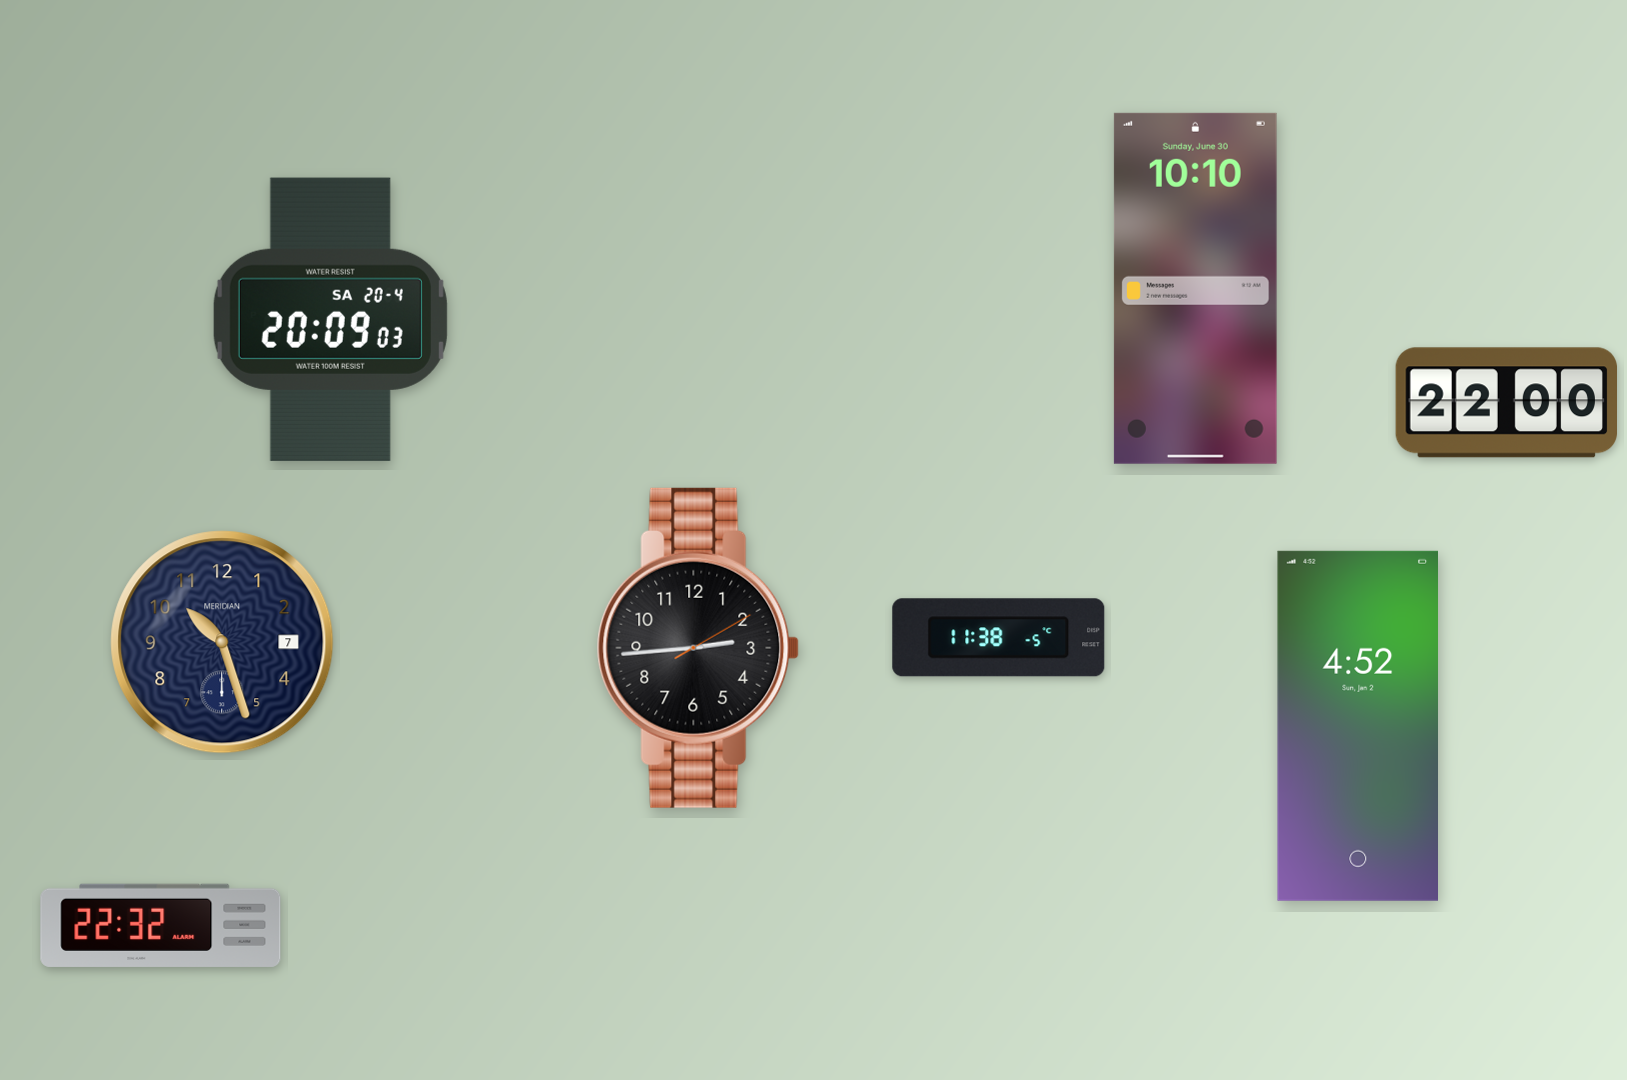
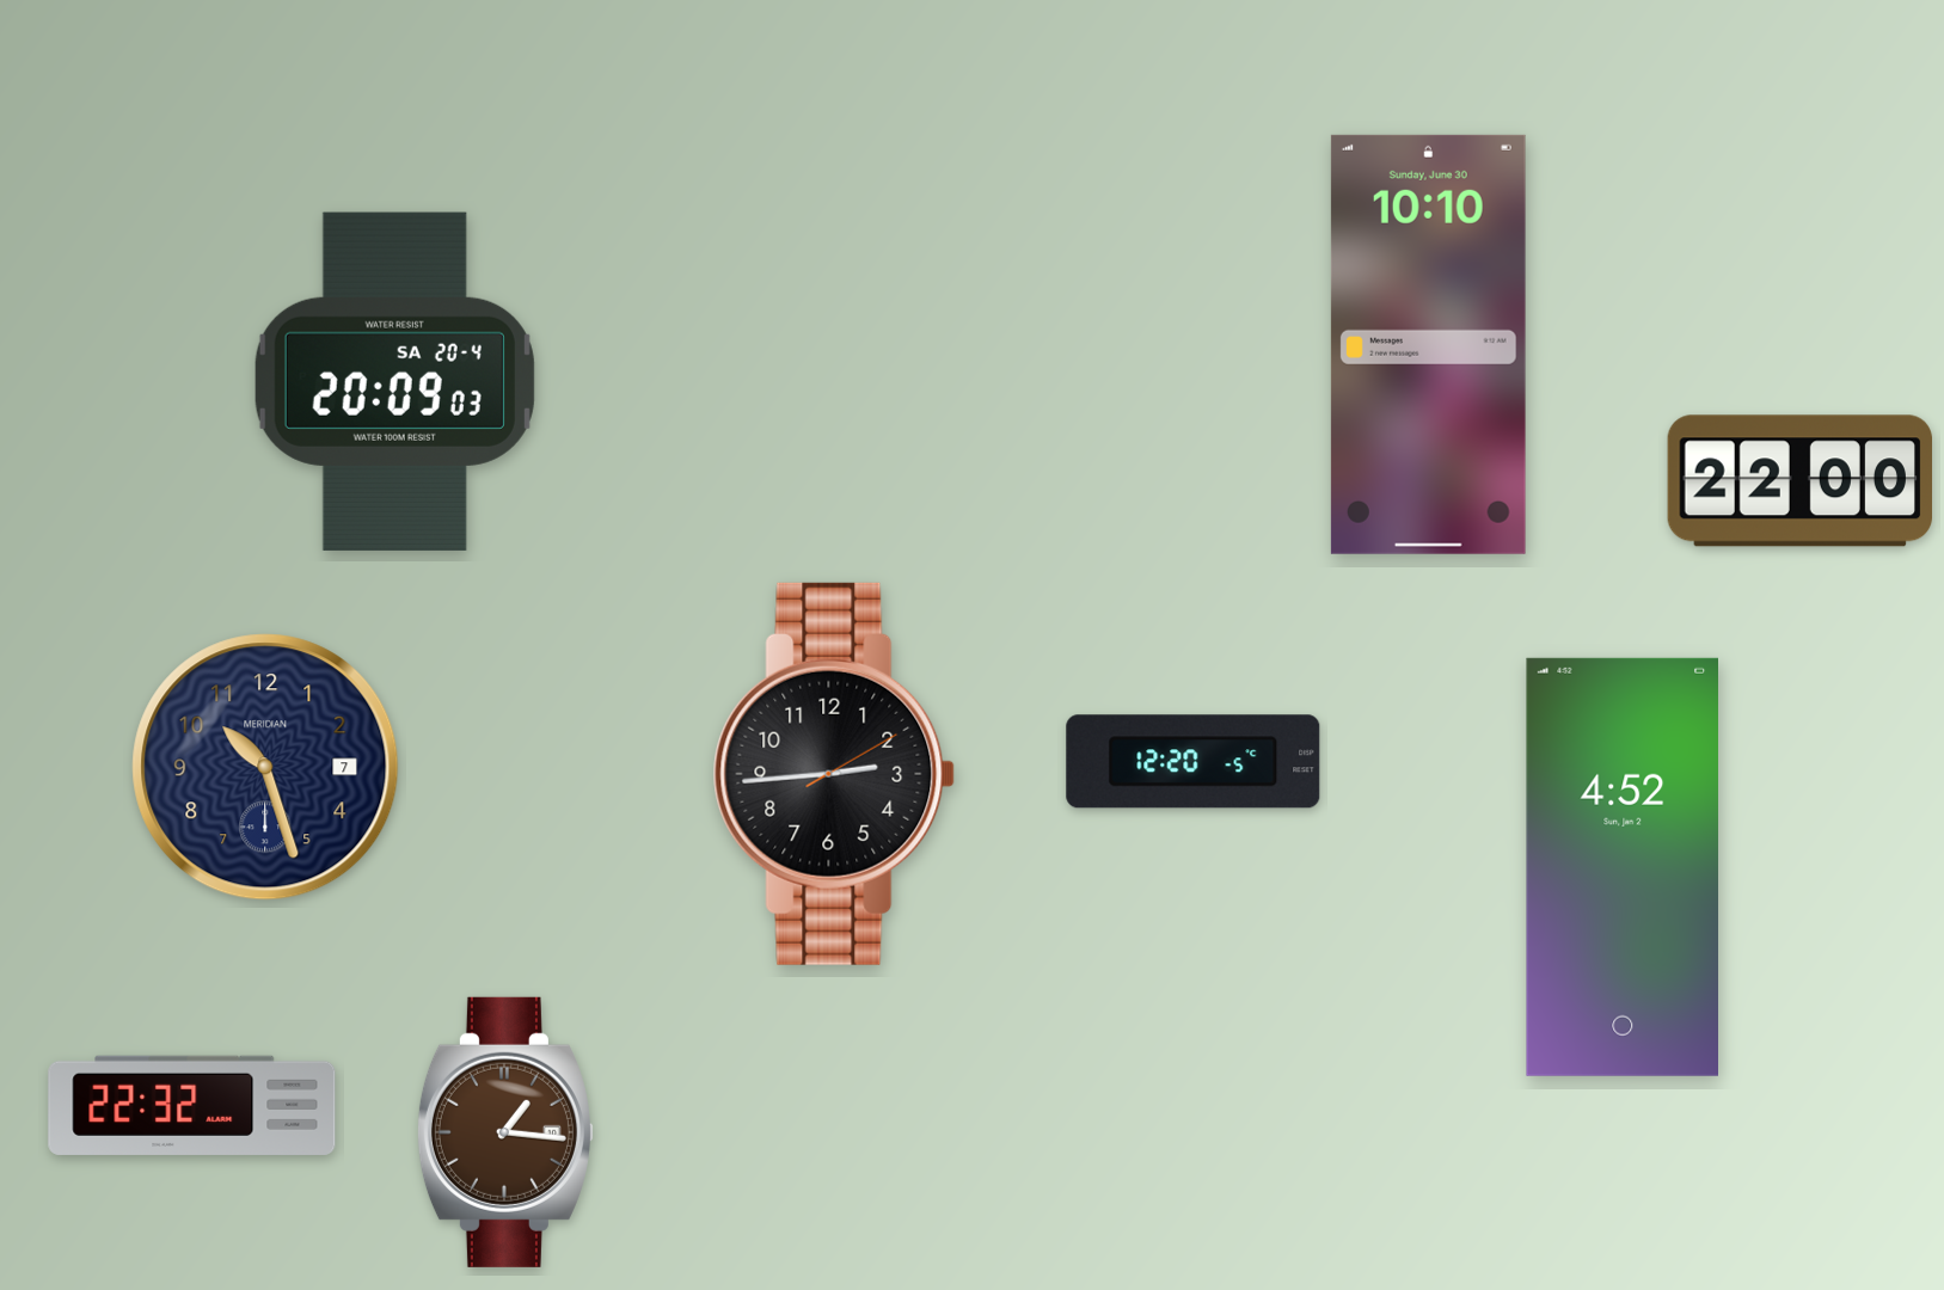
clock at (999, 638): 11:38 -> 12:20
clock at (505, 1132): none -> 1:16
